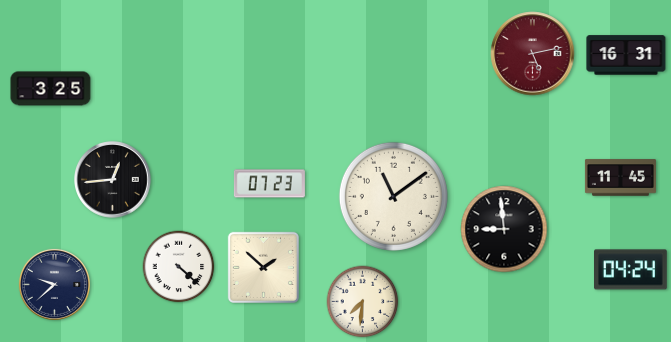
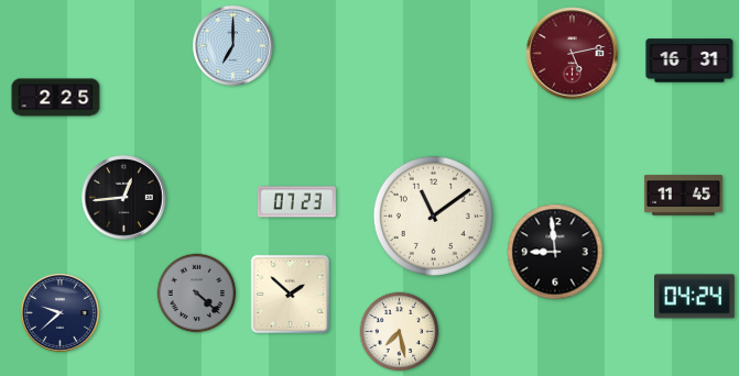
clock at (232, 45): none -> 7:00
clock at (533, 54) position: (533, 54) -> (573, 54)
clock at (51, 89): 3:25 -> 2:25
clock at (179, 267) dial: white -> grey
clock at (363, 302): 7:31 -> 7:28
